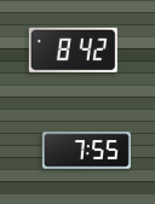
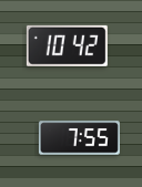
clock at (73, 49): 8:42 -> 10:42
